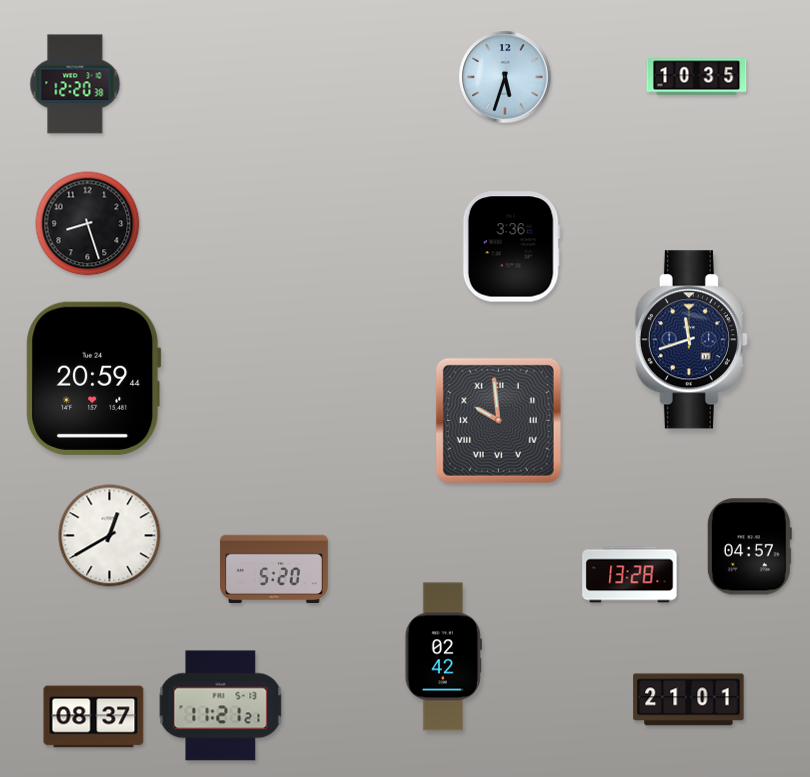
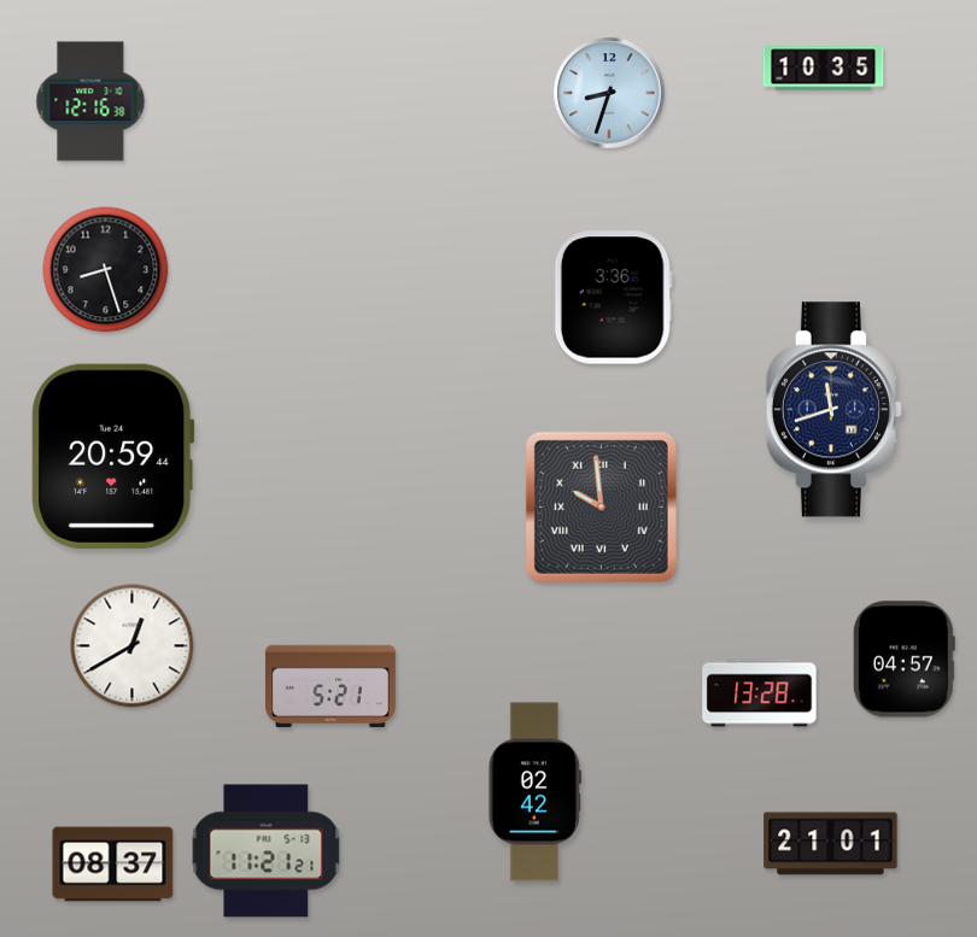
clock at (505, 77): 5:33 -> 8:33
clock at (697, 77) position: (697, 77) -> (824, 69)
clock at (75, 84): 12:20 -> 12:16
clock at (511, 247) position: (511, 247) -> (613, 298)
clock at (275, 569): 5:20 -> 5:21
